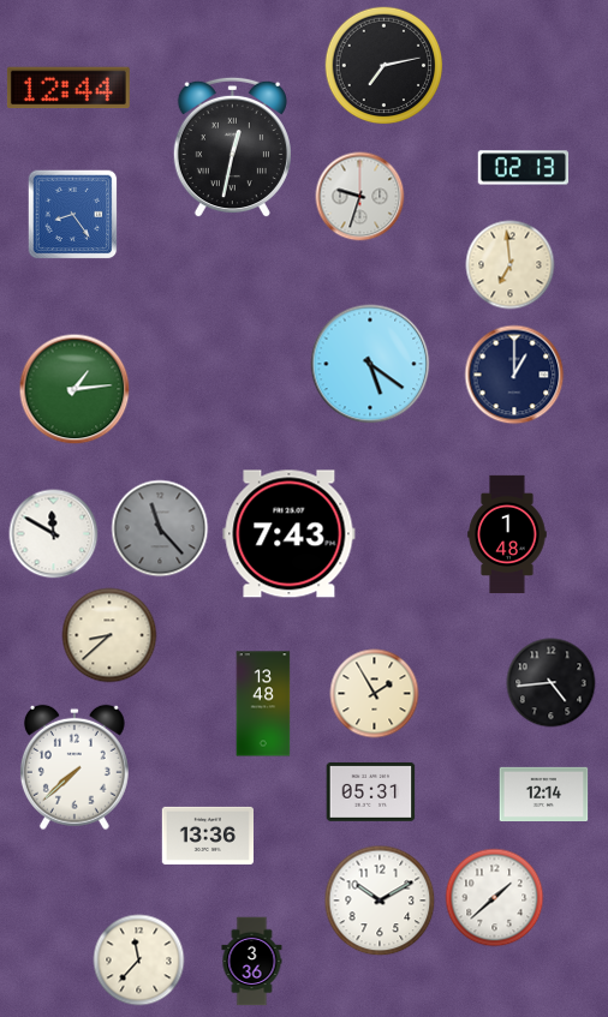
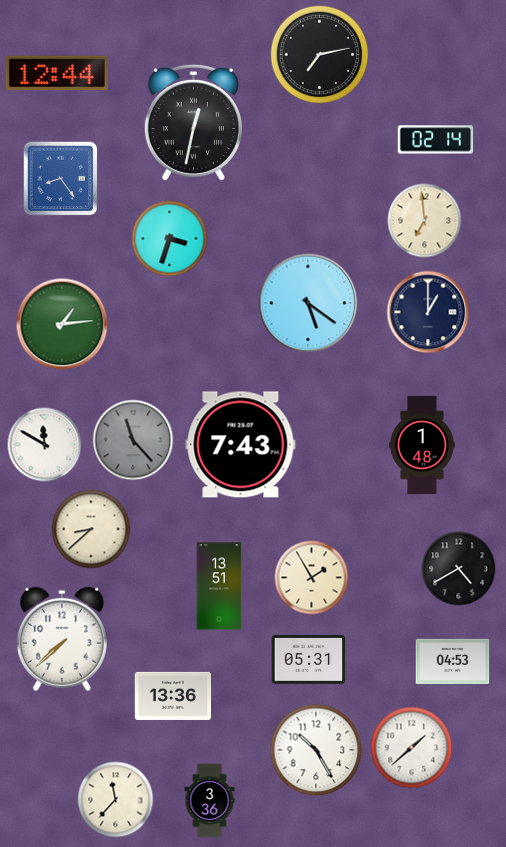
clock at (524, 168): 02:13 -> 02:14
clock at (360, 197): 9:33 -> none
clock at (170, 239): none -> 3:33
clock at (552, 683): 4:44 -> 4:40
clock at (263, 704): 13:48 -> 13:51
clock at (544, 794): 12:14 -> 04:53
clock at (380, 901): 10:10 -> 10:25
